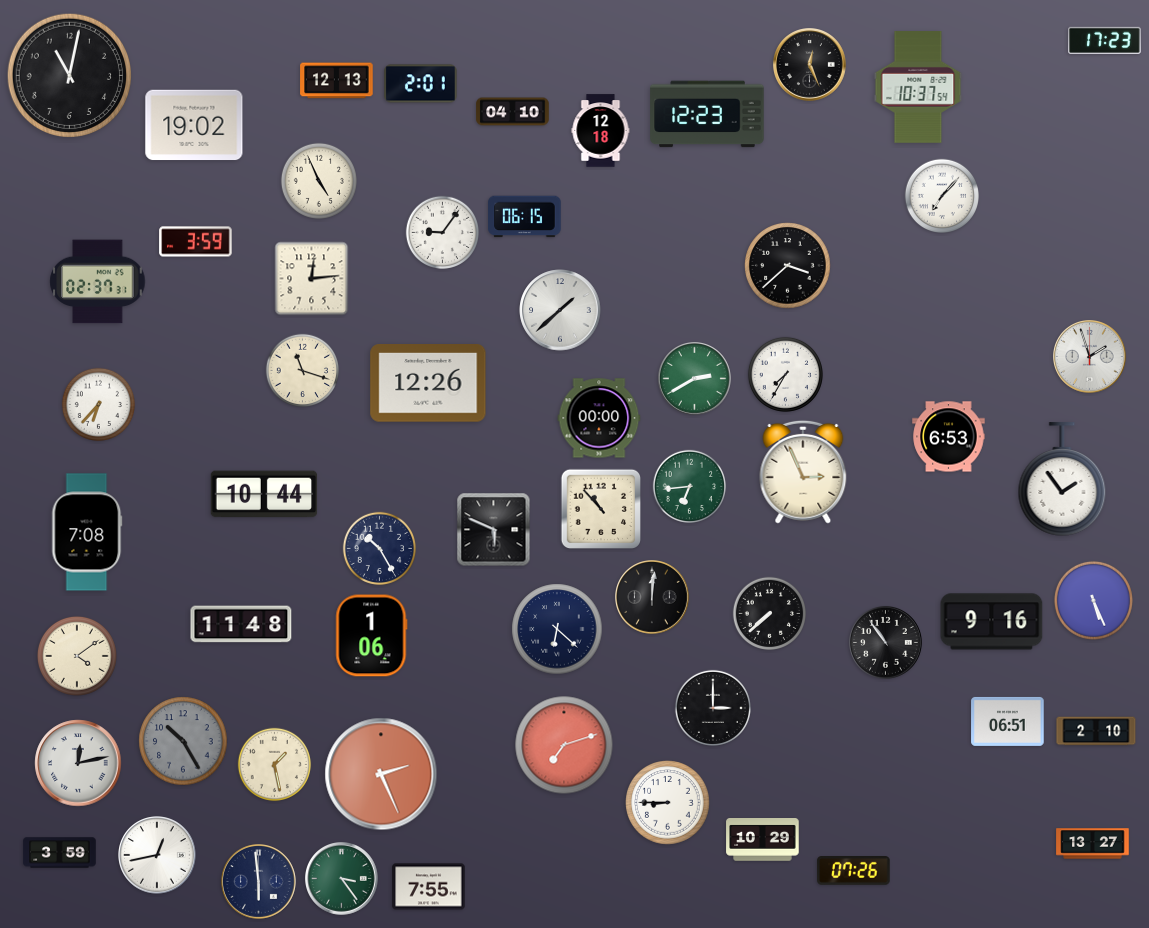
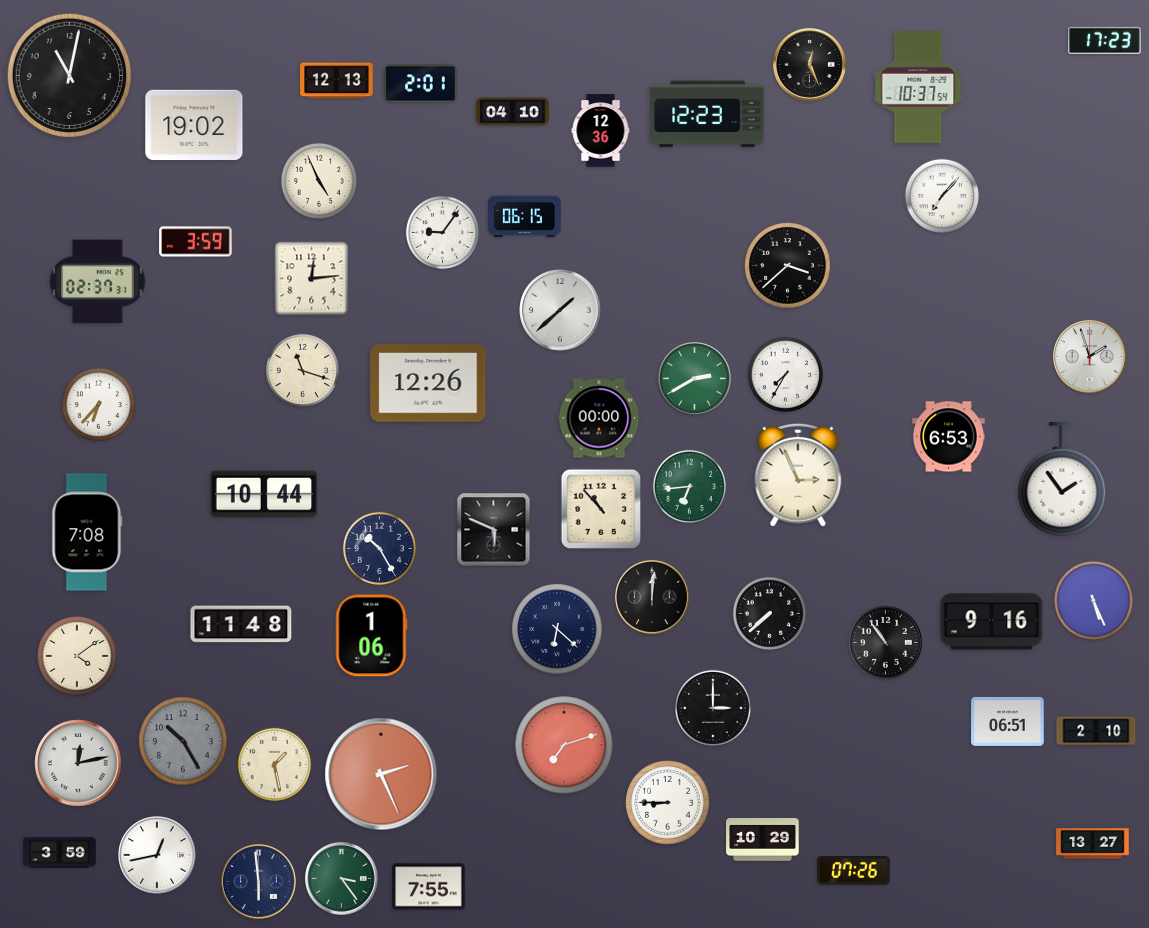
clock at (601, 131): 12:18 -> 12:36
clock at (803, 472) position: (803, 472) -> (798, 475)
